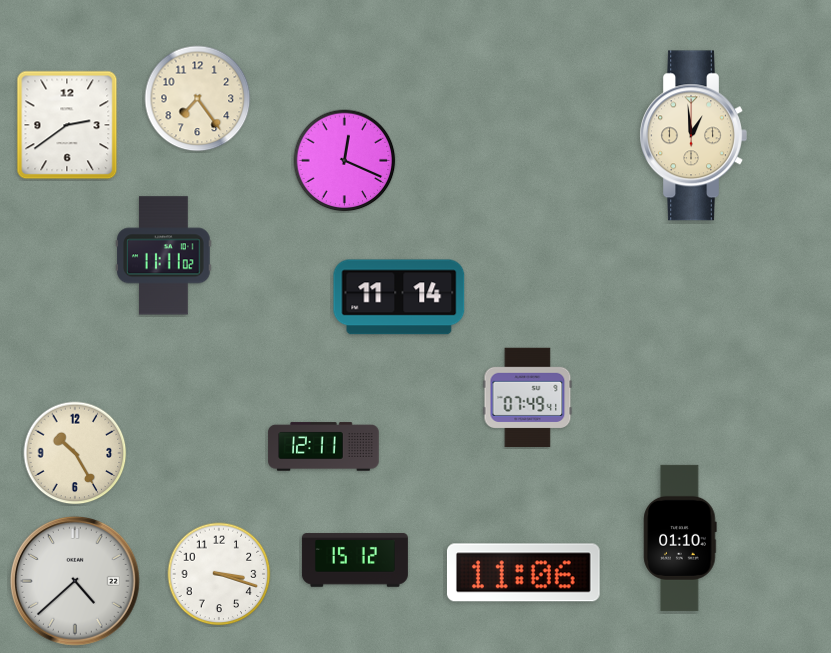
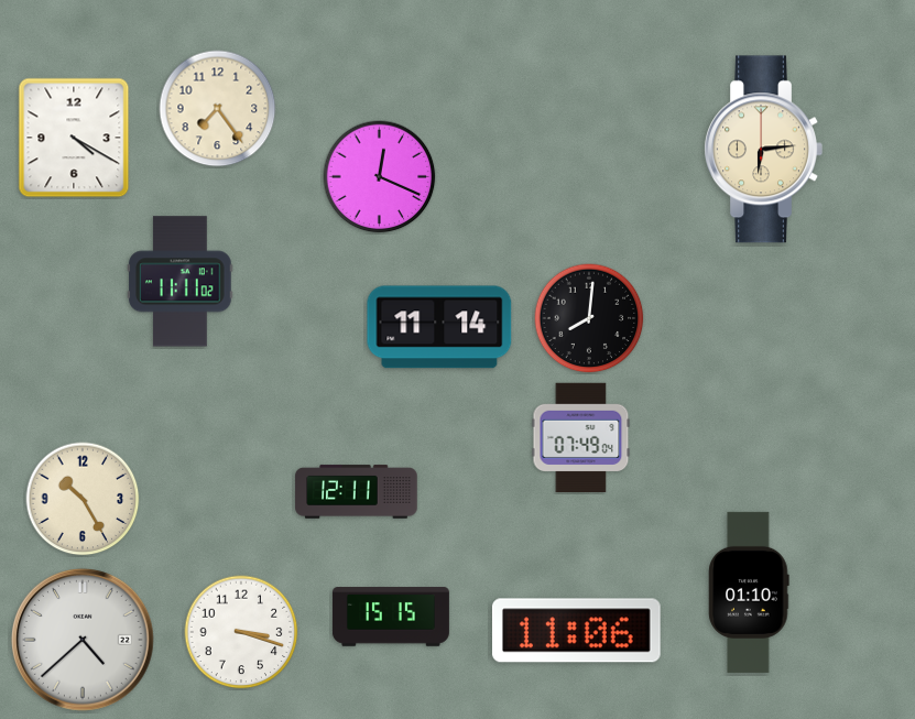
clock at (67, 125): 2:39 -> 4:20
clock at (693, 136): 12:59 -> 6:14
clock at (589, 318): none -> 8:01
clock at (528, 397): 07:49:41 -> 07:49:04
clock at (355, 560): 15:12 -> 15:15
